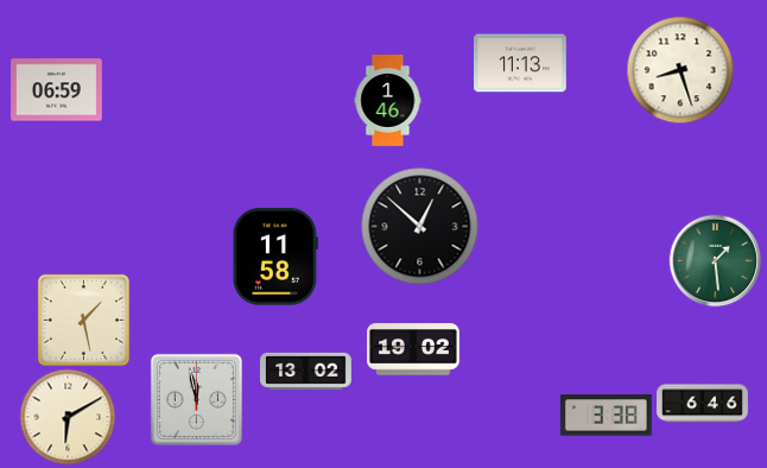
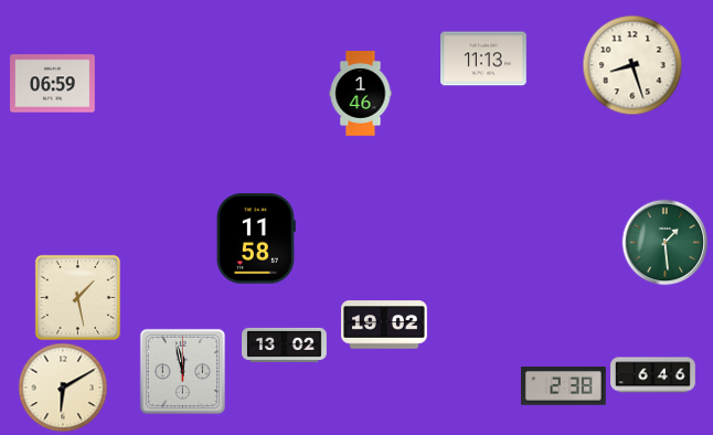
clock at (420, 227): 12:52 -> none
clock at (606, 416): 3:38 -> 2:38
